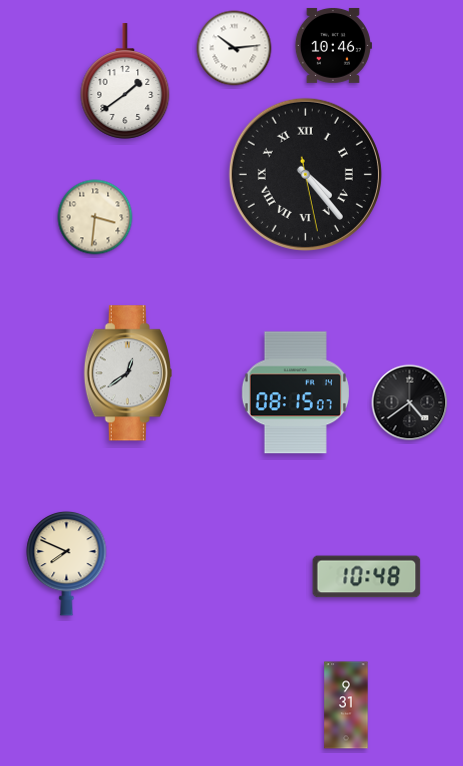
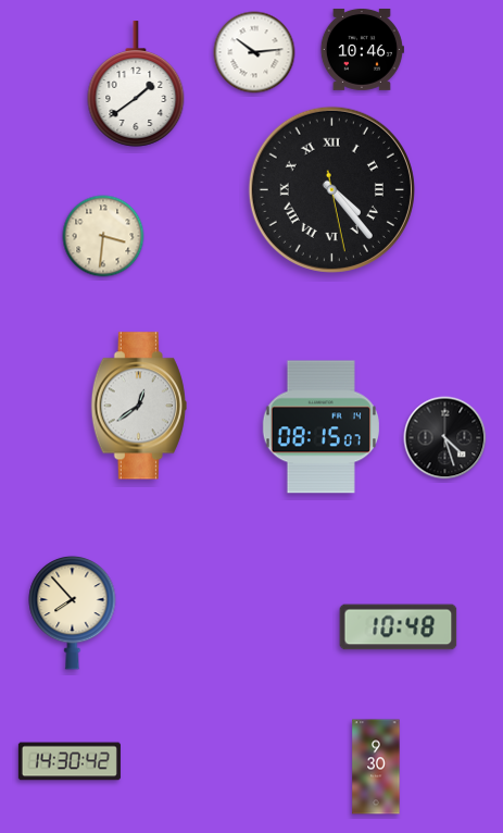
clock at (125, 81) position: (125, 81) -> (136, 84)
clock at (410, 403): 4:39 -> 4:27
clock at (67, 563): 7:49 -> 7:53
clock at (70, 761): none -> 14:30
clock at (346, 705): 9:31 -> 9:30
